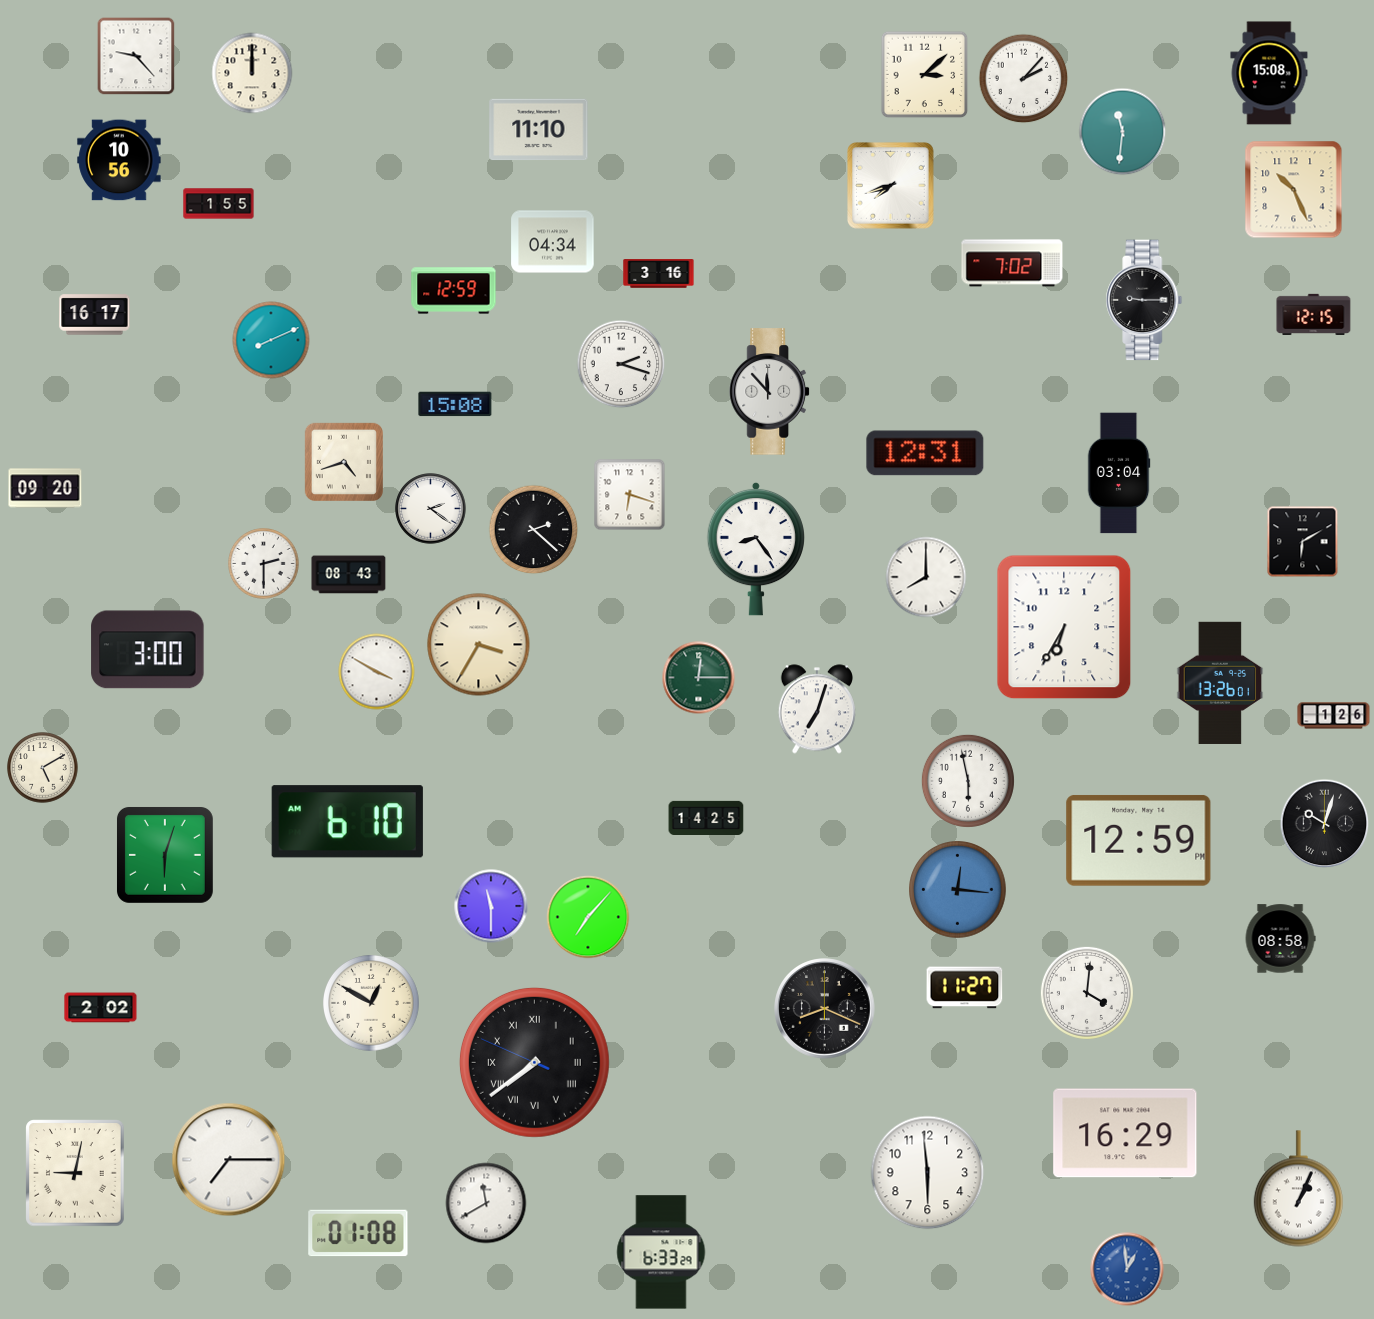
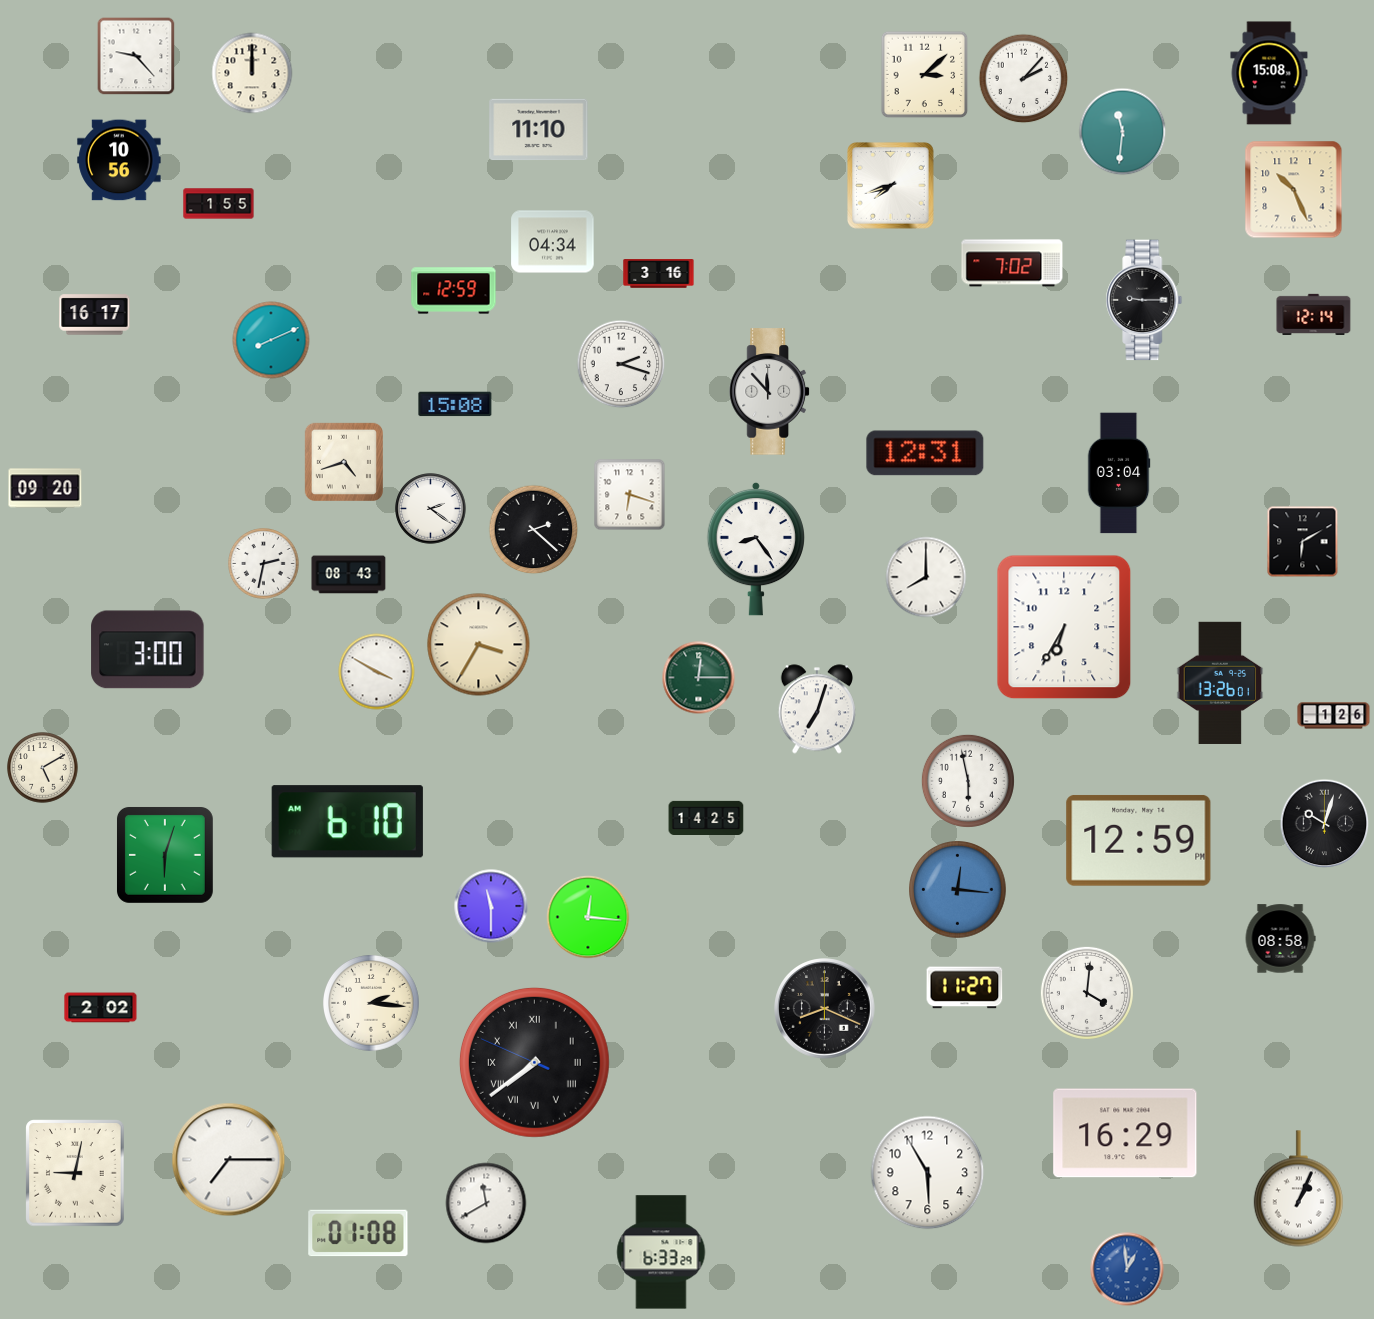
clock at (1314, 314): 12:15 -> 12:14
clock at (264, 564): 2:30 -> 2:32
clock at (588, 917): 7:07 -> 12:16
clock at (372, 1004): 12:50 -> 2:16
clock at (928, 1173): 5:59 -> 5:55
